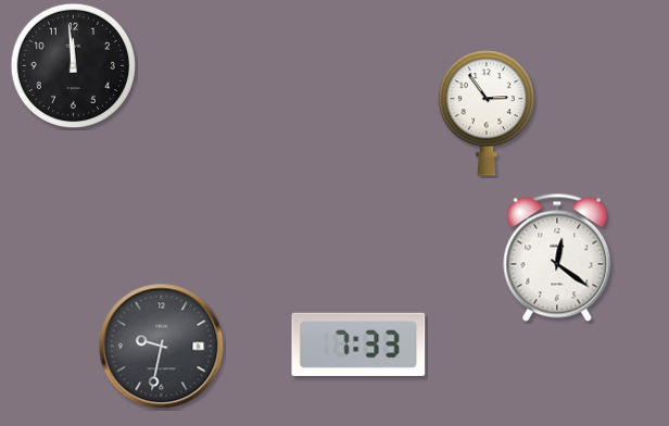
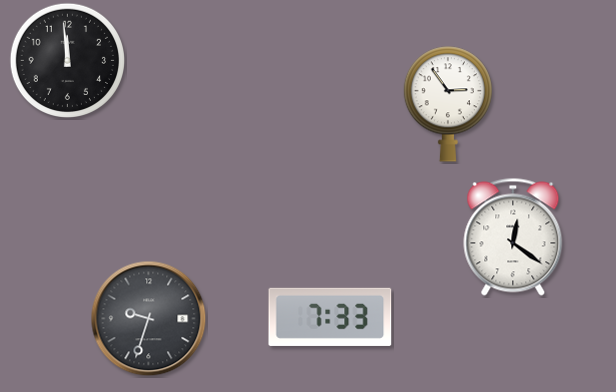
clock at (162, 347): 9:32 -> 9:33
